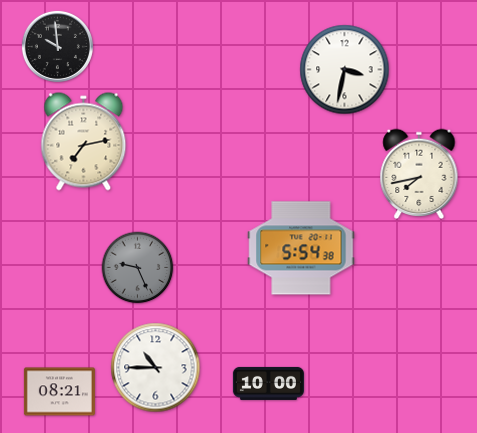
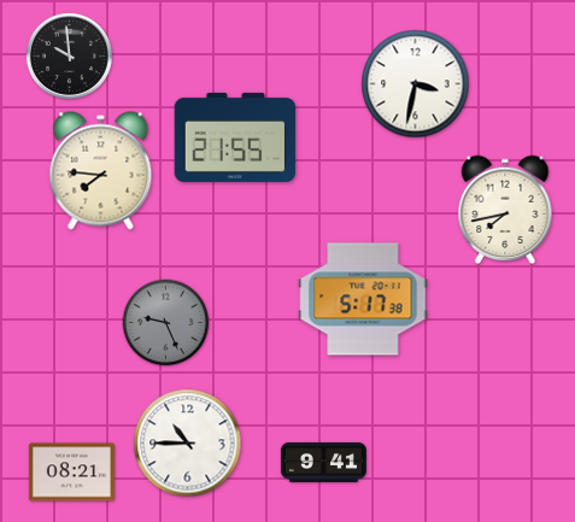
clock at (235, 137): none -> 21:55
clock at (84, 142): 7:13 -> 7:46
clock at (301, 248): 5:54 -> 5:17
clock at (268, 383): 10:00 -> 9:41
